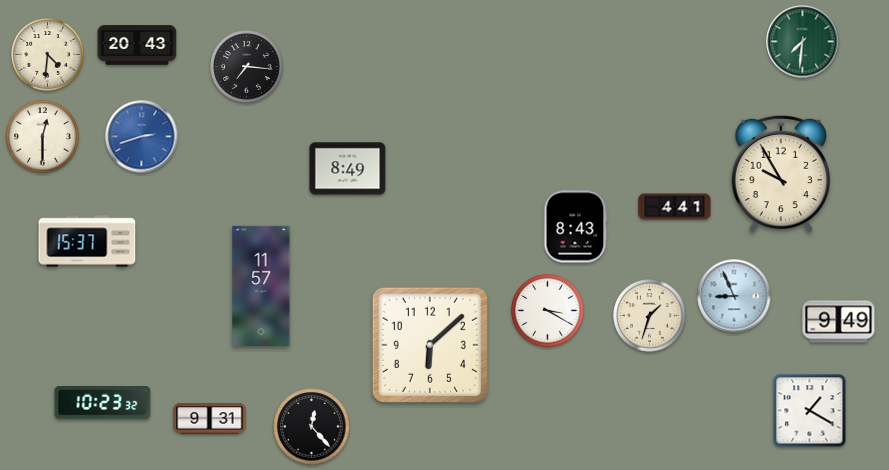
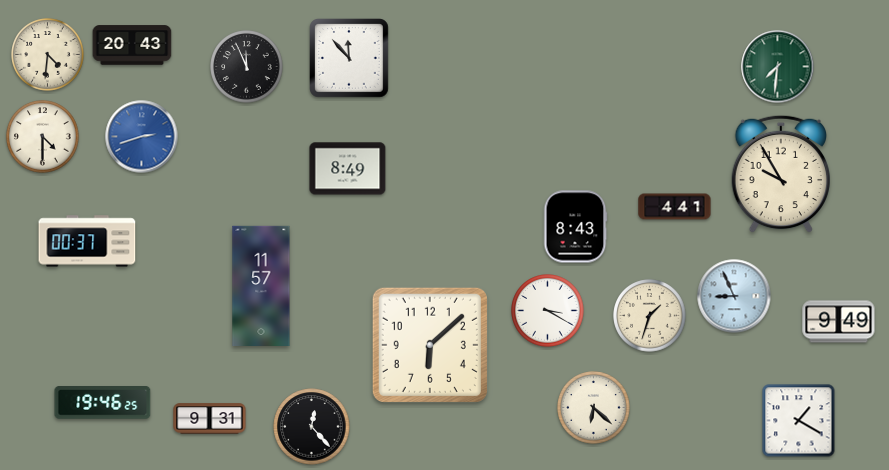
clock at (803, 42) position: (803, 42) -> (778, 67)
clock at (137, 45) position: (137, 45) -> (132, 45)
clock at (350, 59): none -> 11:53
clock at (247, 67): 7:16 -> 11:56
clock at (43, 137): 12:30 -> 4:30
clock at (87, 241): 15:37 -> 00:37
clock at (103, 403): 10:23 -> 19:46
clock at (594, 408): none -> 6:22
clock at (810, 411) position: (810, 411) -> (799, 421)
